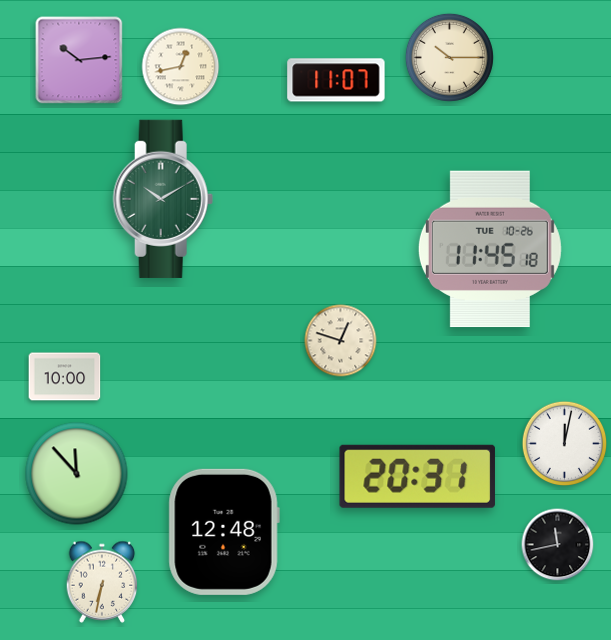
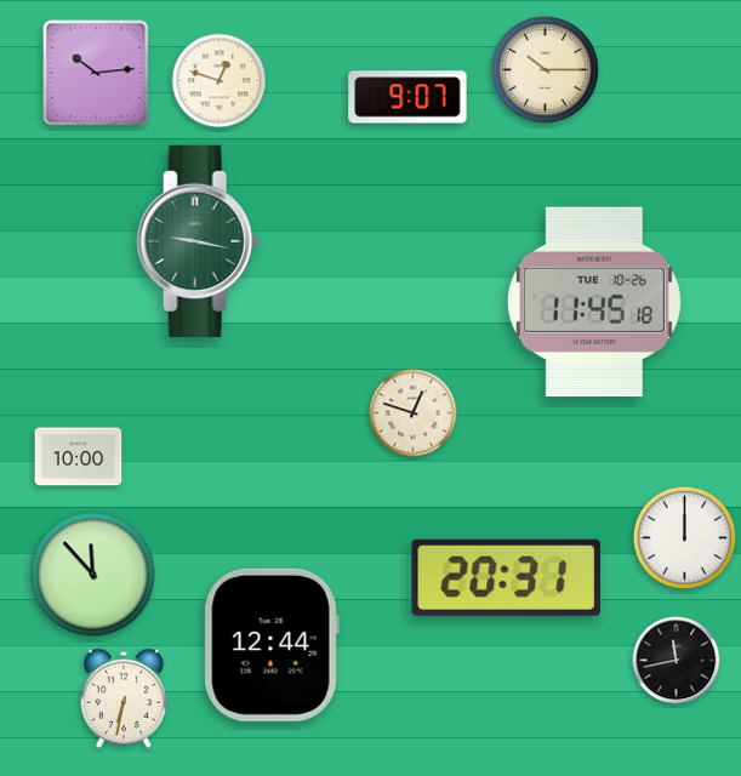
clock at (181, 67): 12:43 -> 12:48
clock at (336, 80): 11:07 -> 9:07
clock at (163, 199): 10:10 -> 9:17
clock at (565, 444): 12:02 -> 12:00
clock at (224, 532): 12:48 -> 12:44
clock at (102, 582) position: (102, 582) -> (124, 698)
